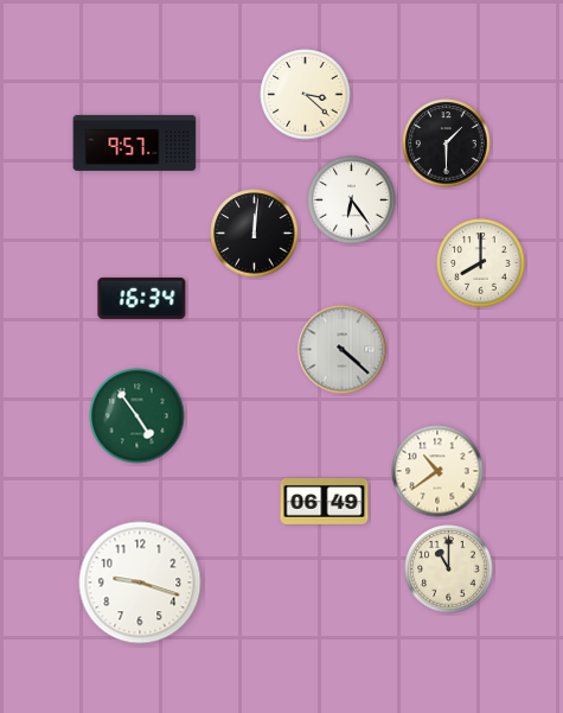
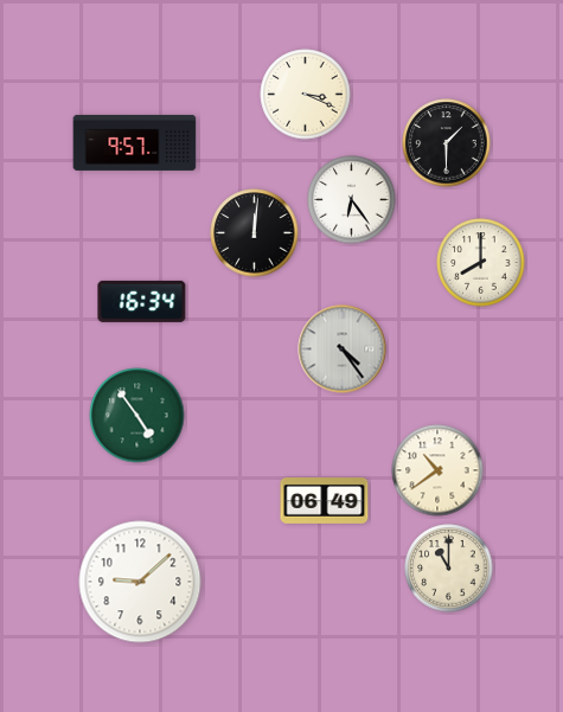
clock at (306, 95): 3:22 -> 3:19
clock at (142, 298) position: (142, 298) -> (142, 301)
clock at (343, 350): 4:22 -> 4:24
clock at (140, 583): 9:18 -> 9:08
